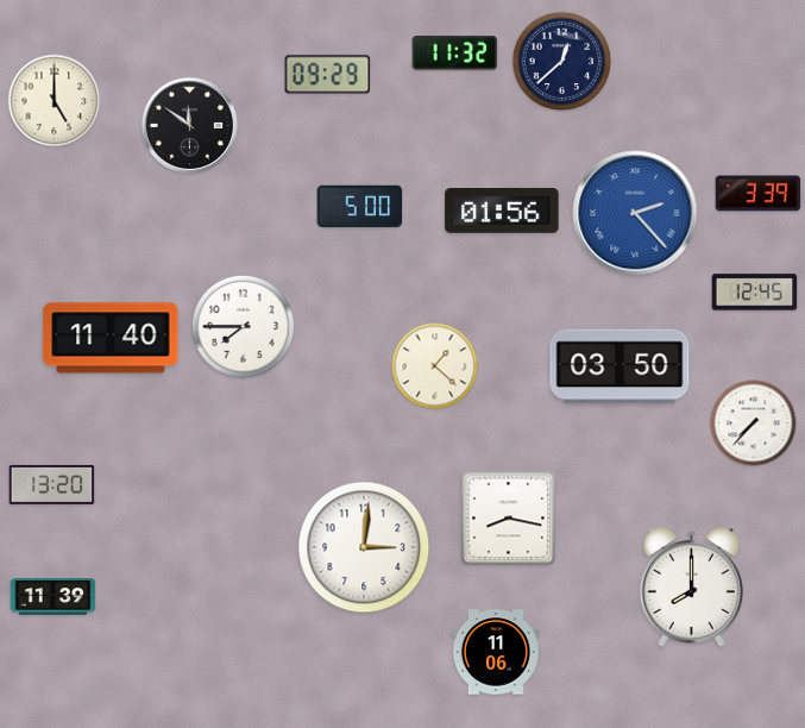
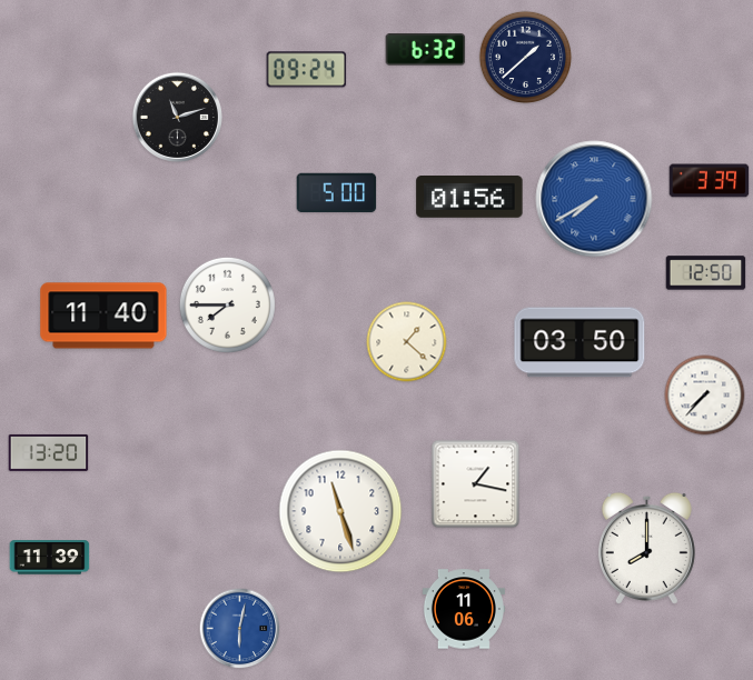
clock at (455, 54): 11:32 -> 6:32
clock at (562, 62): 12:38 -> 1:38
clock at (328, 75): 09:29 -> 09:24
clock at (55, 101): 5:00 -> none
clock at (189, 125): 11:51 -> 11:12
clock at (635, 213): 2:23 -> 7:40
clock at (755, 293): 12:45 -> 12:50
clock at (509, 519): 8:17 -> 1:17
clock at (364, 547): 3:01 -> 11:27
clock at (240, 629): none -> 6:02
